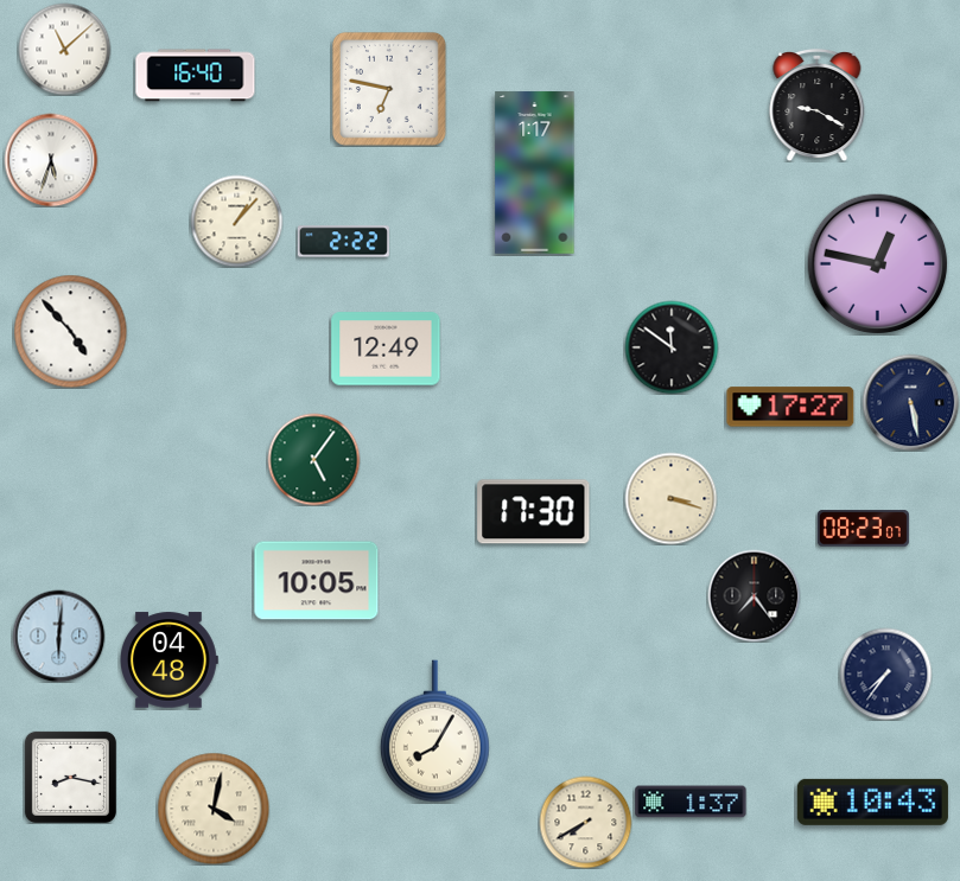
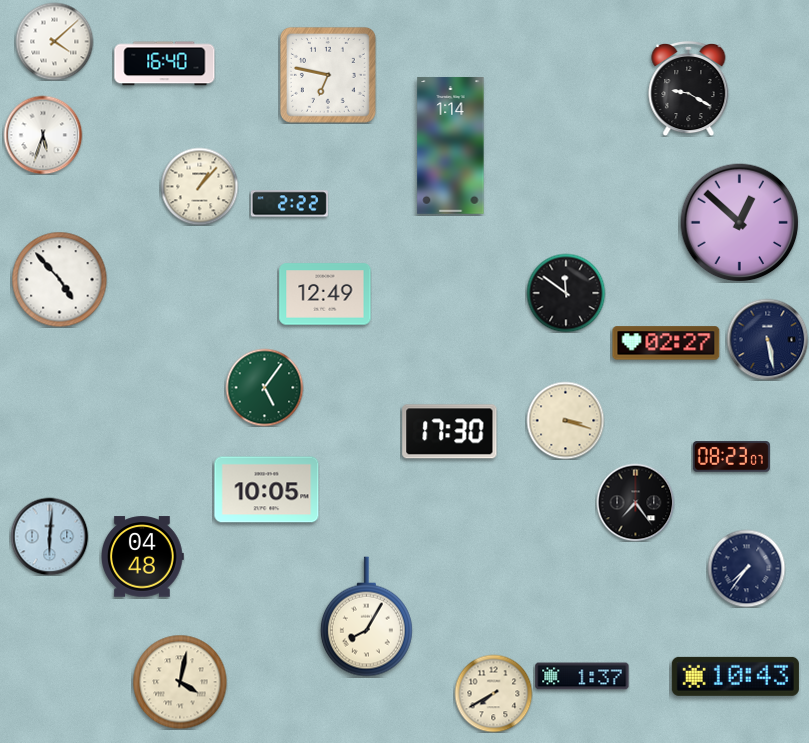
clock at (64, 49): 11:08 -> 4:08
clock at (535, 173): 1:17 -> 1:14
clock at (877, 263): 12:47 -> 12:52
clock at (790, 407): 17:27 -> 02:27
clock at (863, 529) position: (863, 529) -> (731, 457)
clock at (70, 777): 8:17 -> none
